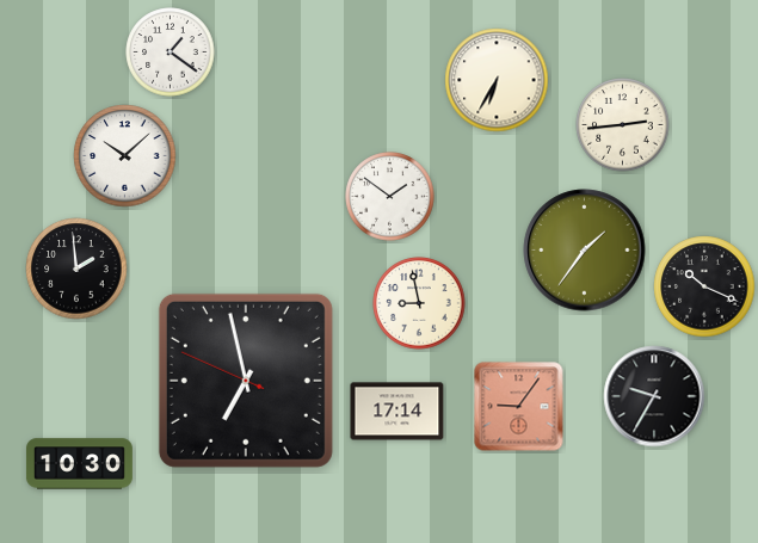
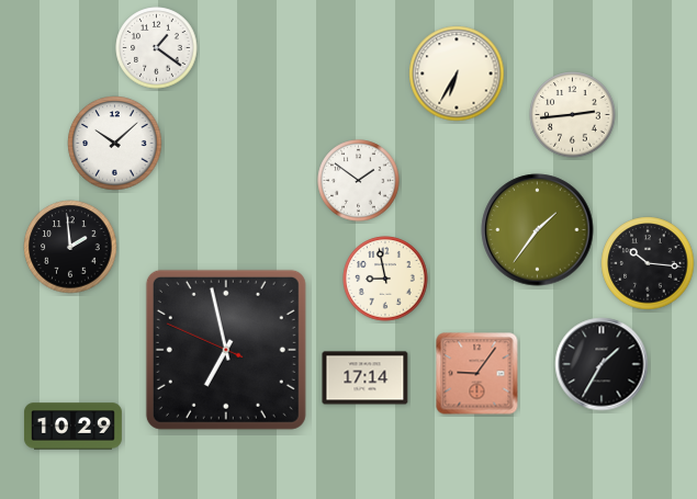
clock at (704, 286): 10:19 -> 10:16
clock at (654, 396): 9:35 -> 1:35
clock at (79, 464): 10:30 -> 10:29
